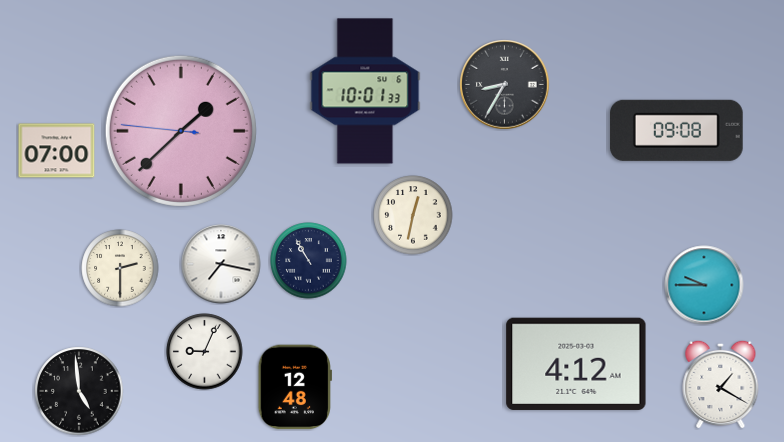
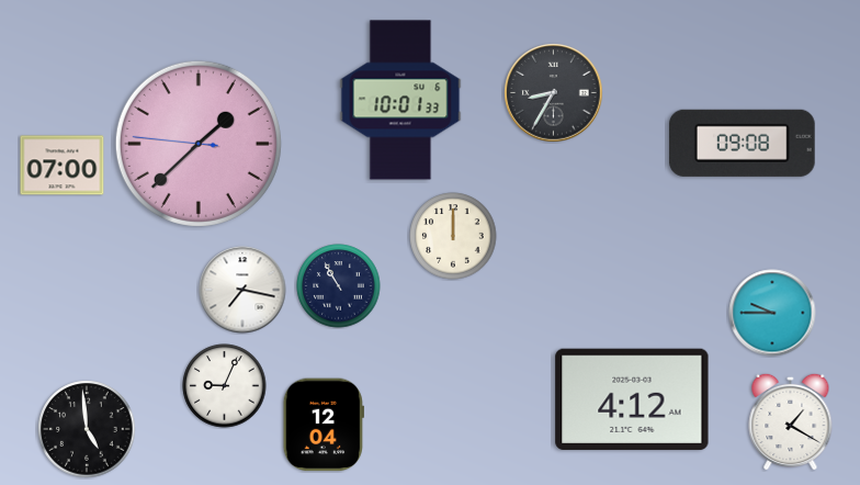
clock at (413, 215): 12:32 -> 12:00
clock at (120, 268): 2:30 -> none
clock at (295, 387): 12:48 -> 12:04
